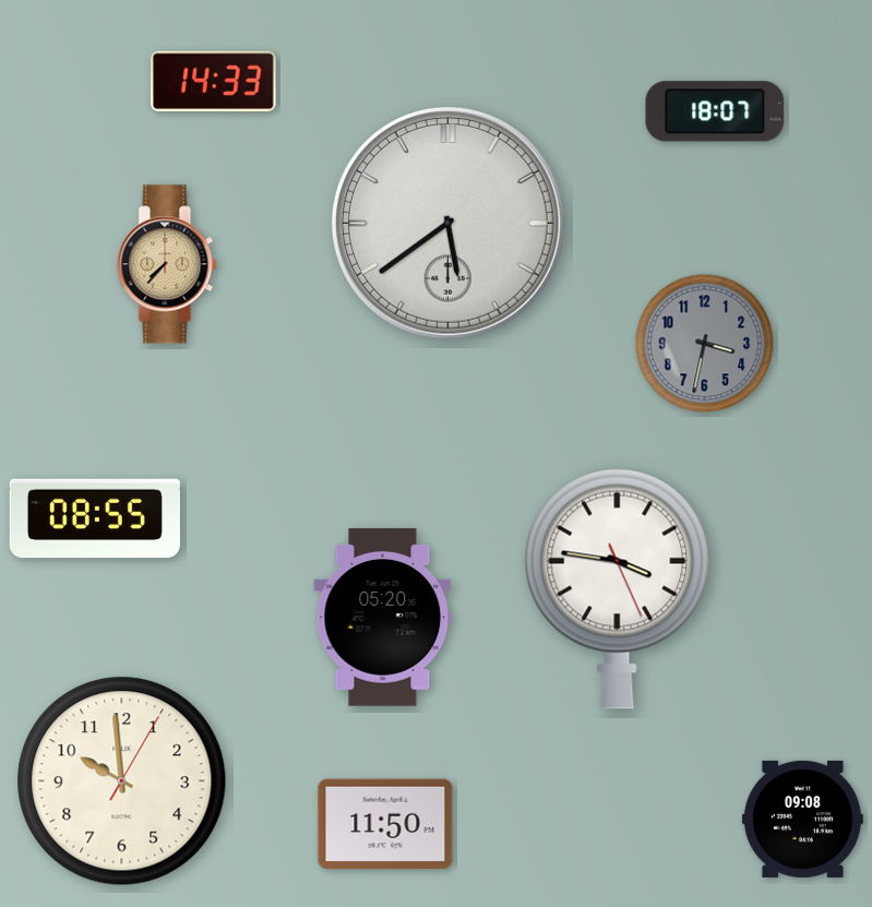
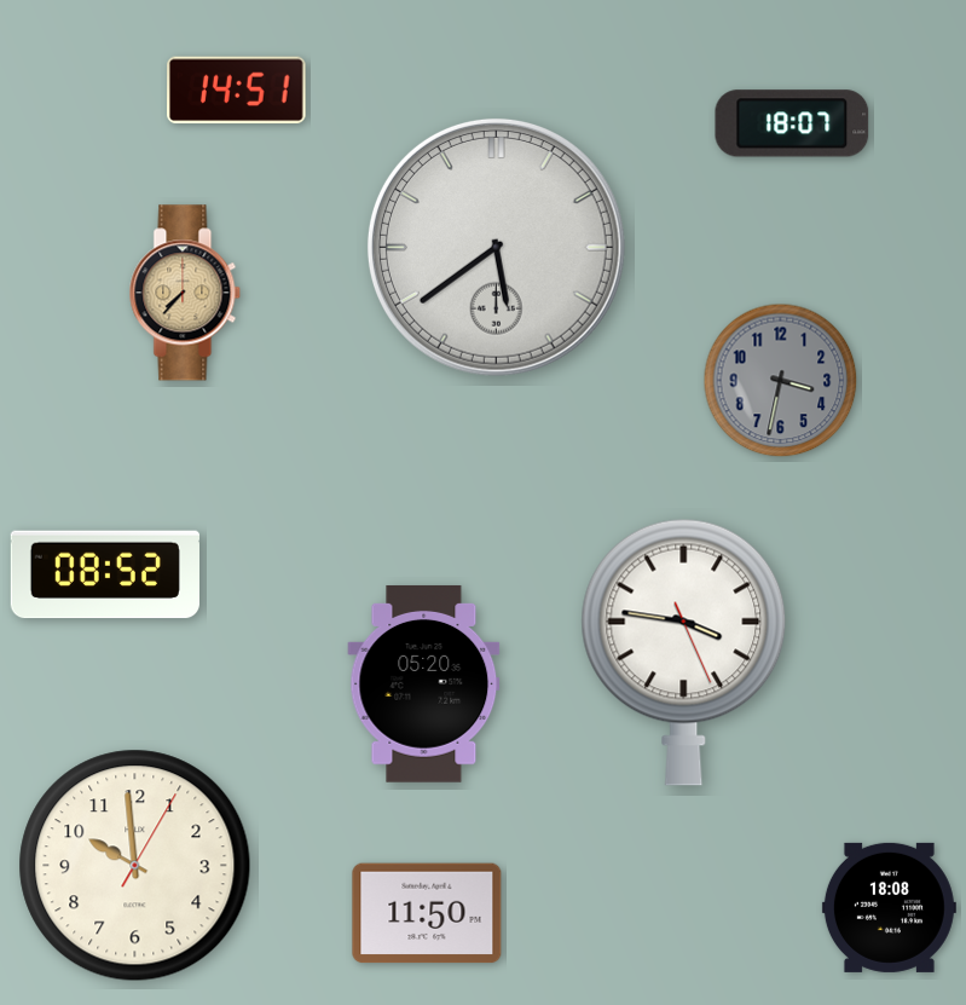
clock at (214, 82): 14:33 -> 14:51
clock at (95, 518): 08:55 -> 08:52
clock at (802, 819): 09:08 -> 18:08
